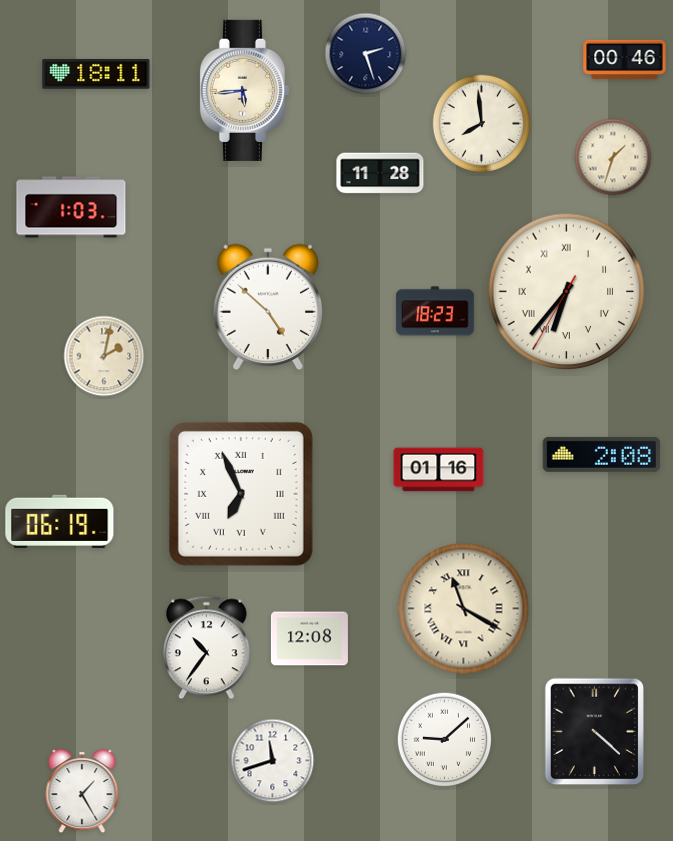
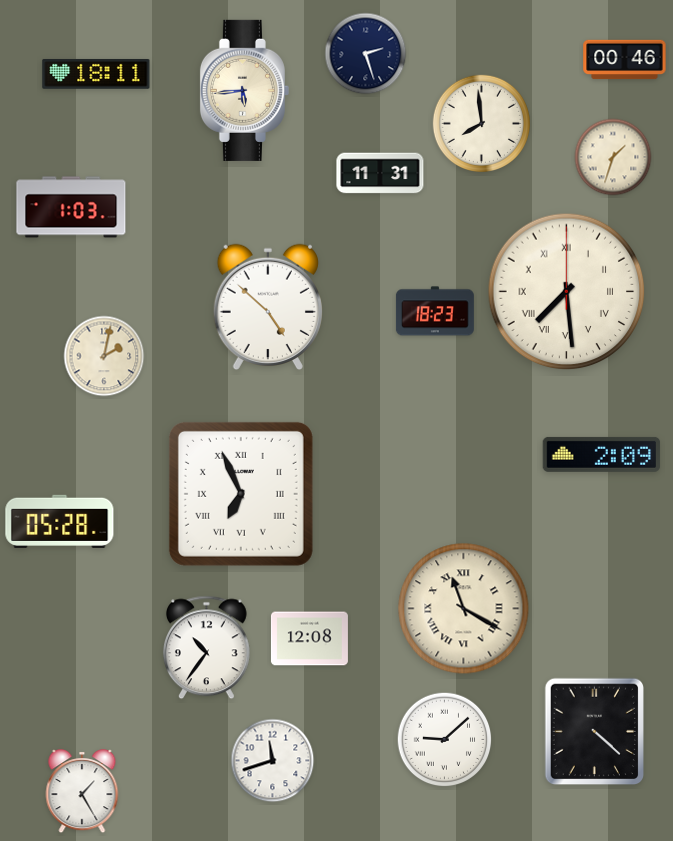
clock at (380, 173): 11:28 -> 11:31
clock at (567, 292): 6:36 -> 7:29
clock at (602, 454): 2:08 -> 2:09
clock at (439, 470): 01:16 -> none
clock at (60, 521): 06:19 -> 05:28
